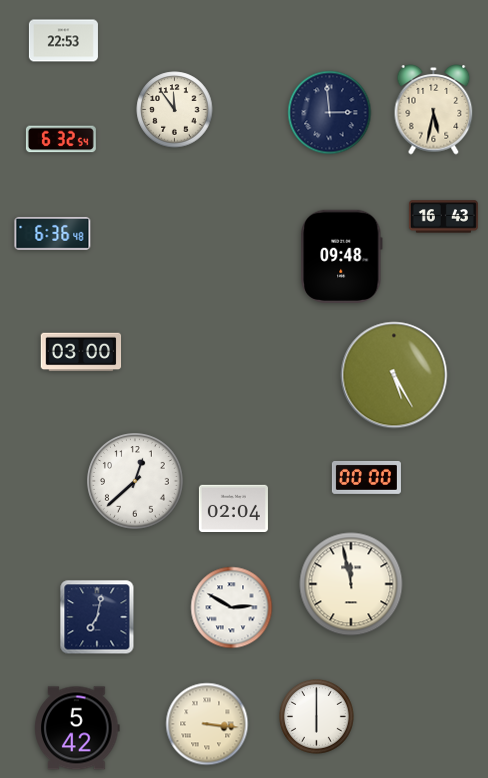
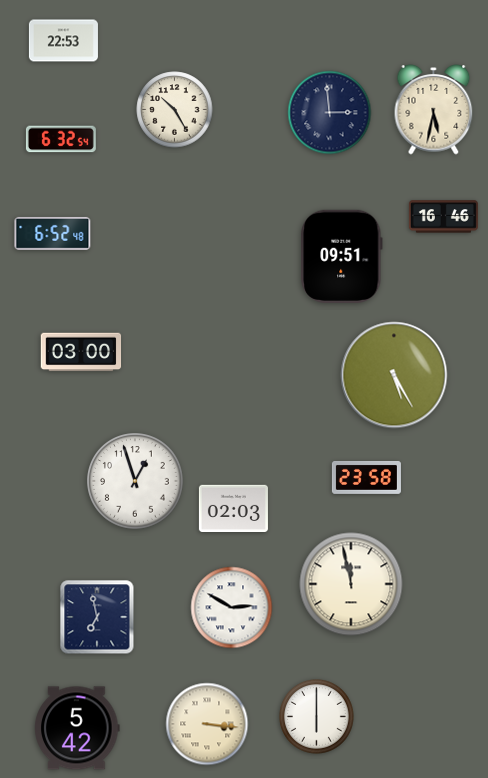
clock at (175, 110): 11:54 -> 10:25
clock at (443, 217): 16:43 -> 16:46
clock at (53, 233): 6:36 -> 6:52
clock at (342, 256): 09:48 -> 09:51
clock at (366, 477): 00:00 -> 23:58
clock at (135, 481): 12:38 -> 12:57
clock at (233, 508): 02:04 -> 02:03
clock at (97, 617): 7:02 -> 6:58
